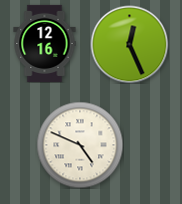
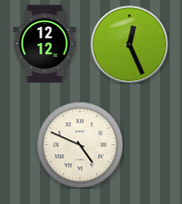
clock at (45, 43): 12:16 -> 12:12
